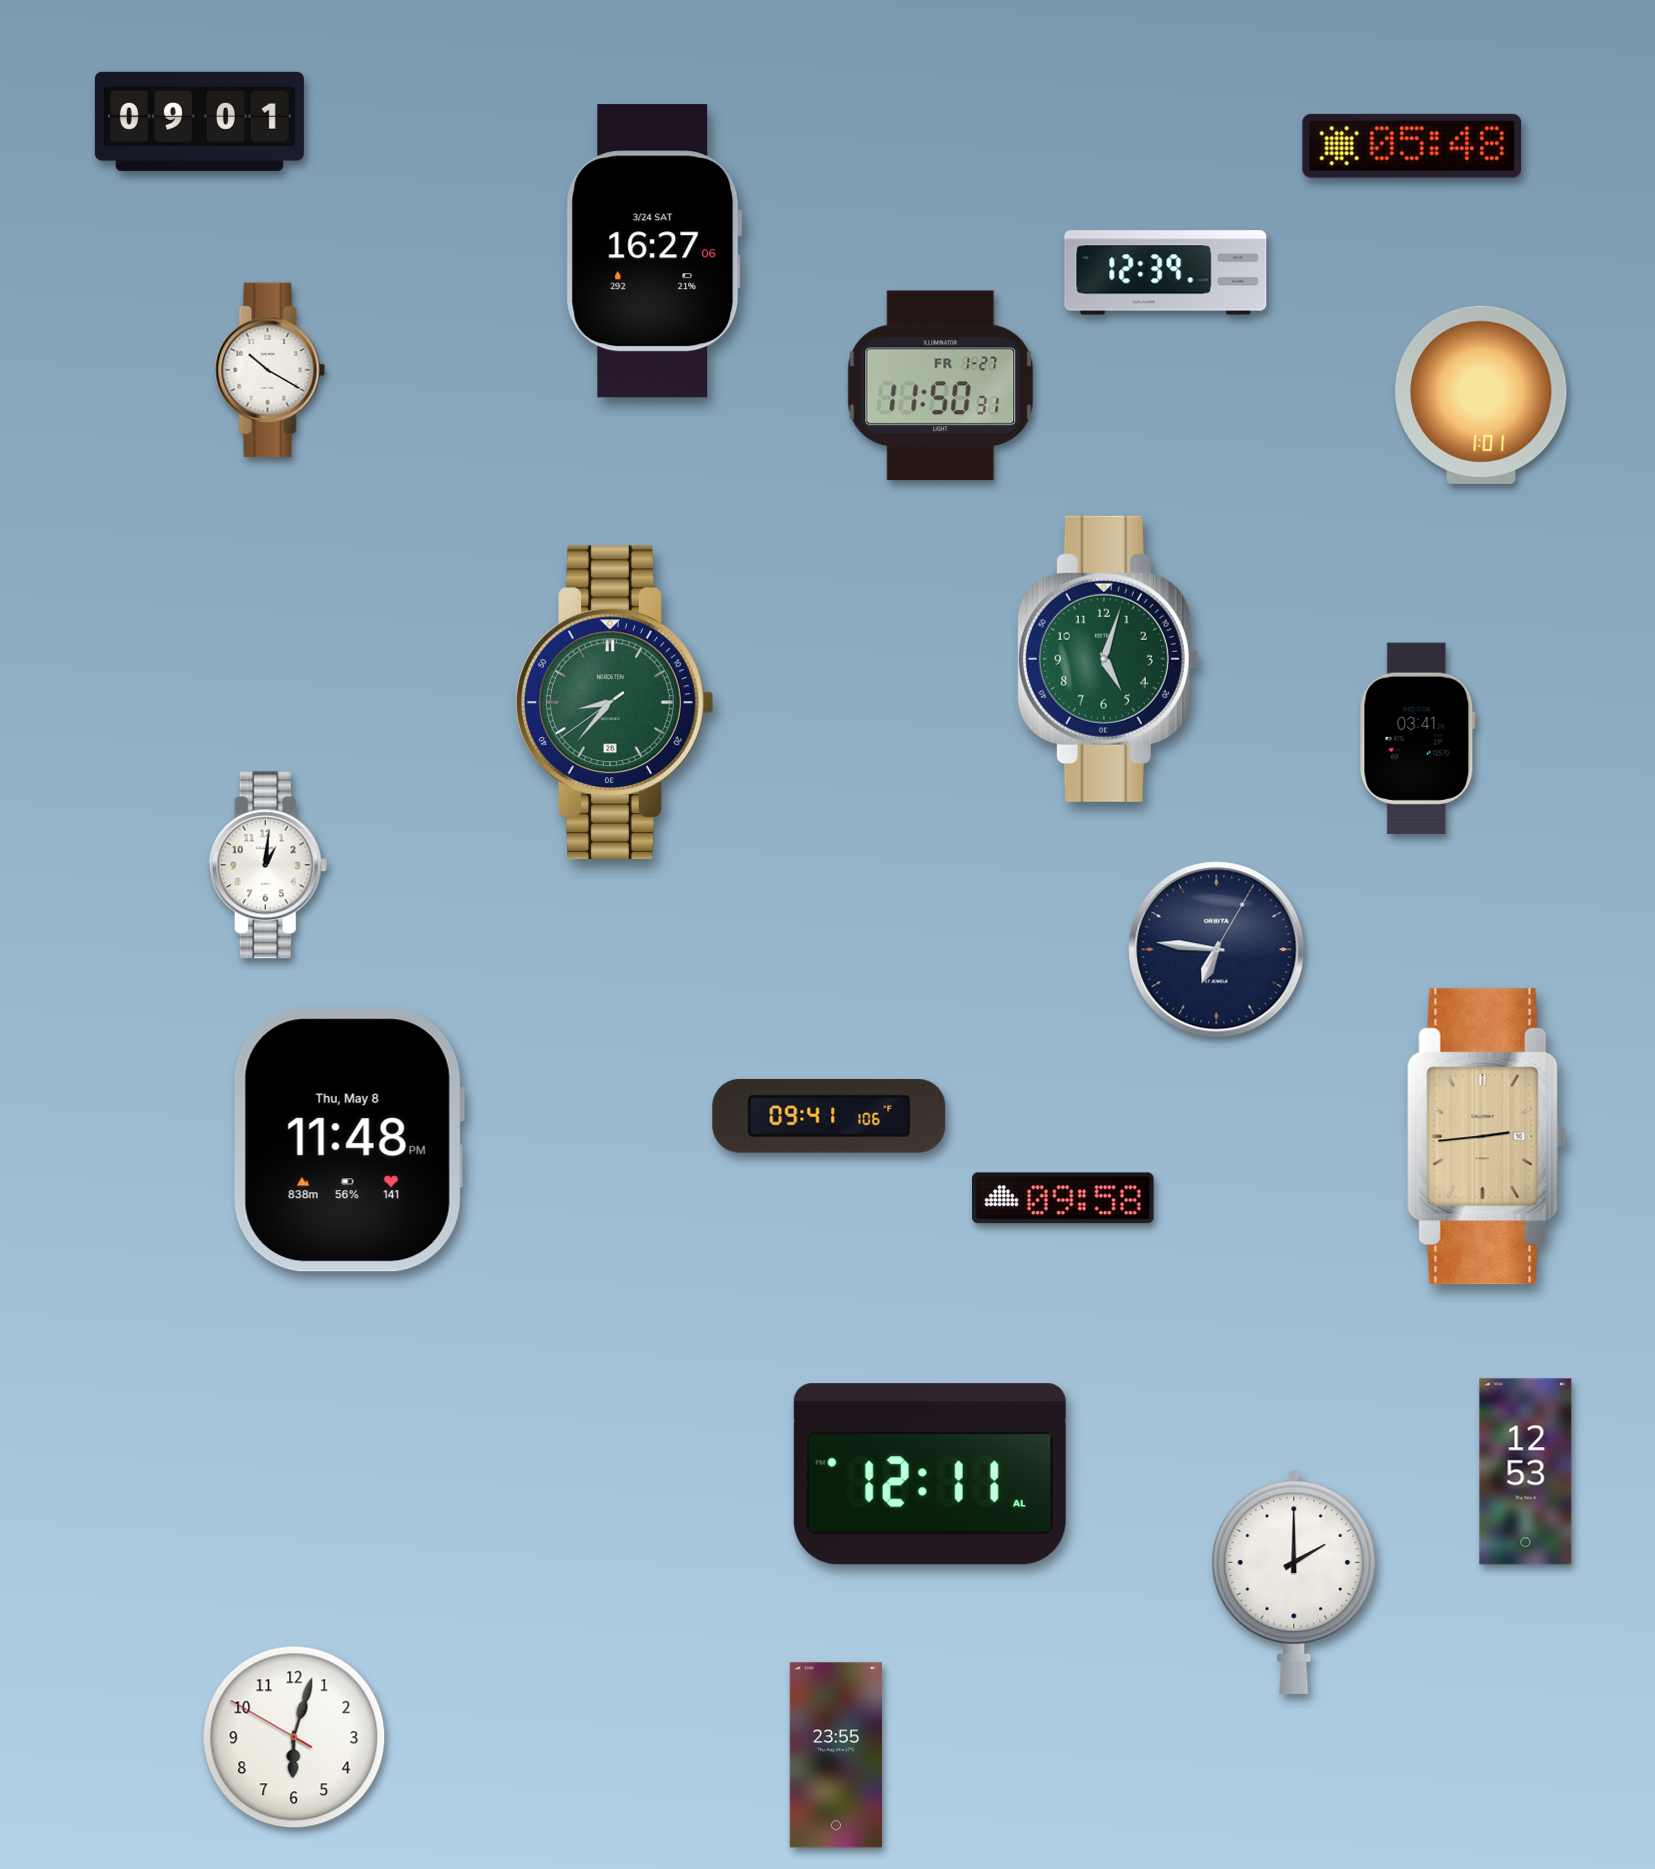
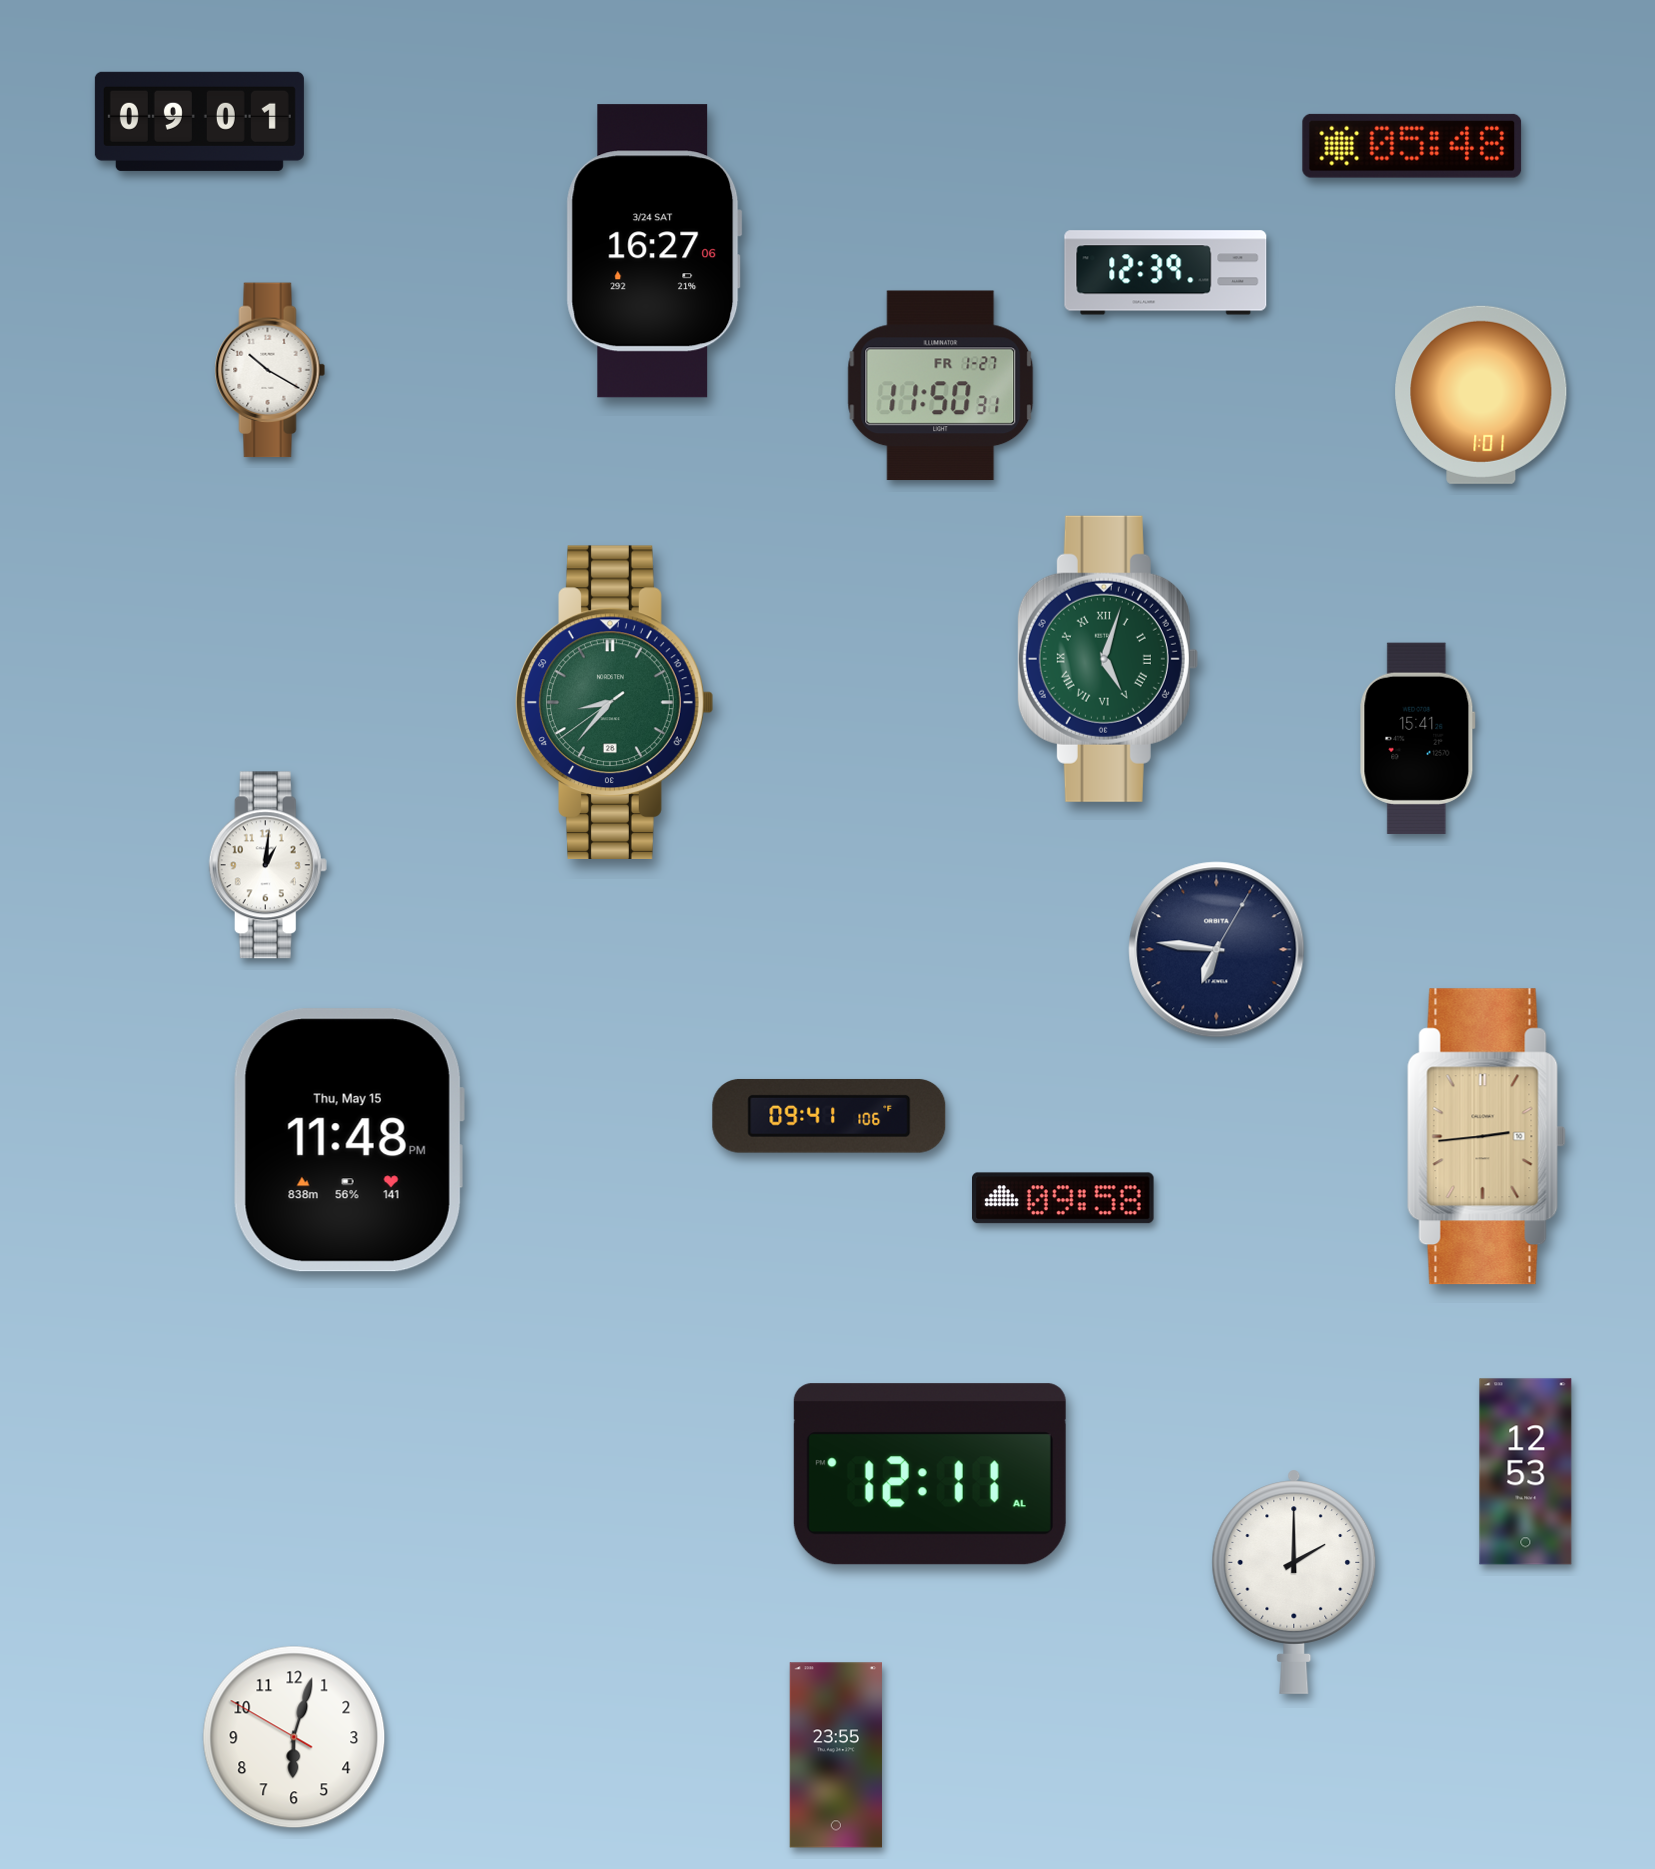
clock at (1107, 659) numerals: Arabic -> Roman
clock at (1417, 738): 03:41 -> 15:41
clock at (349, 1140) date: Thu, May 8 -> Thu, May 15
